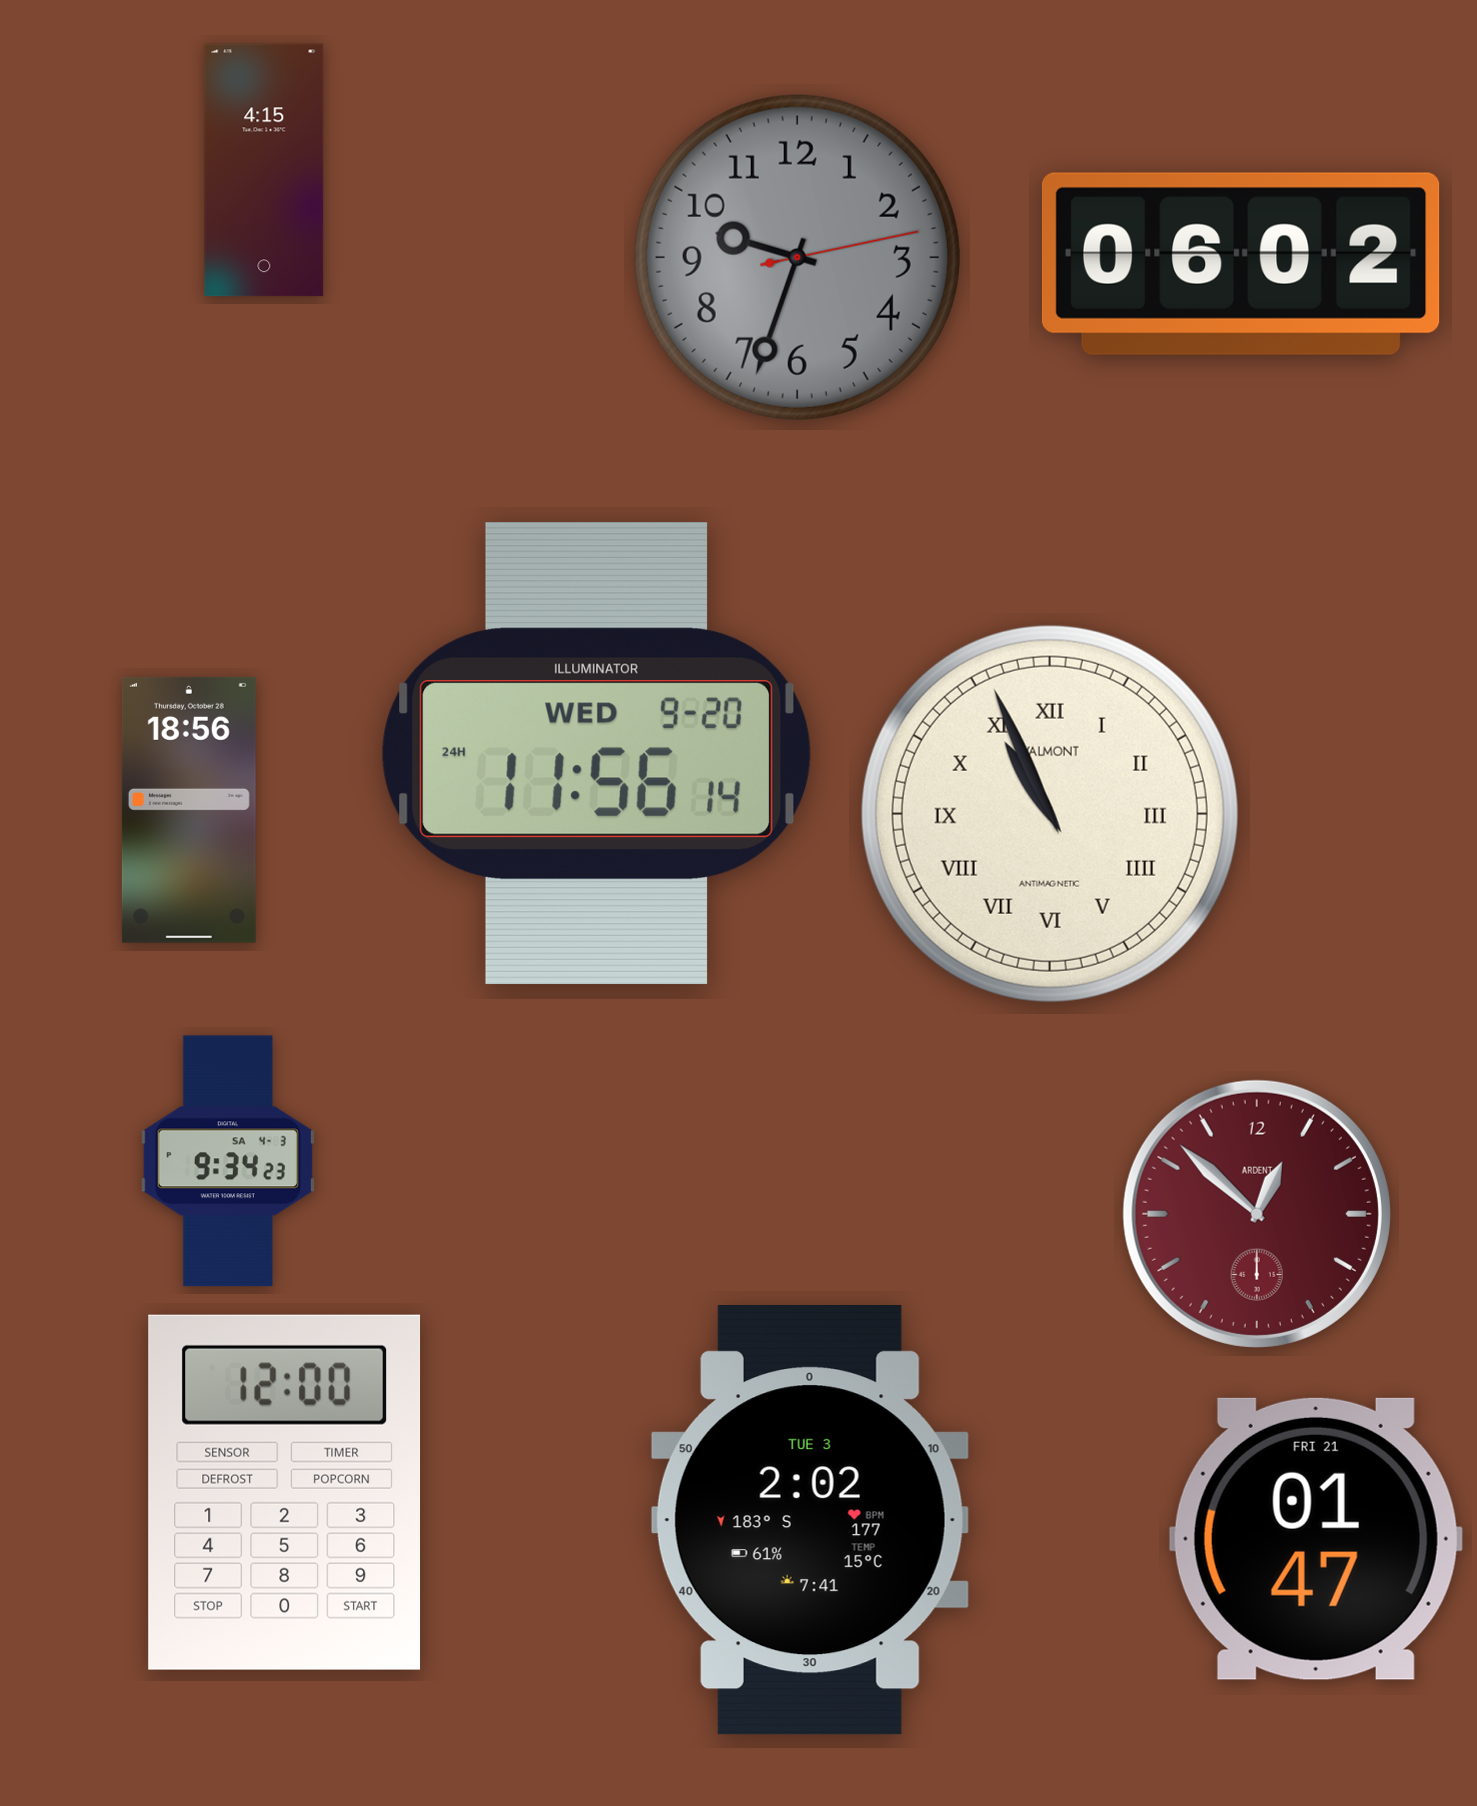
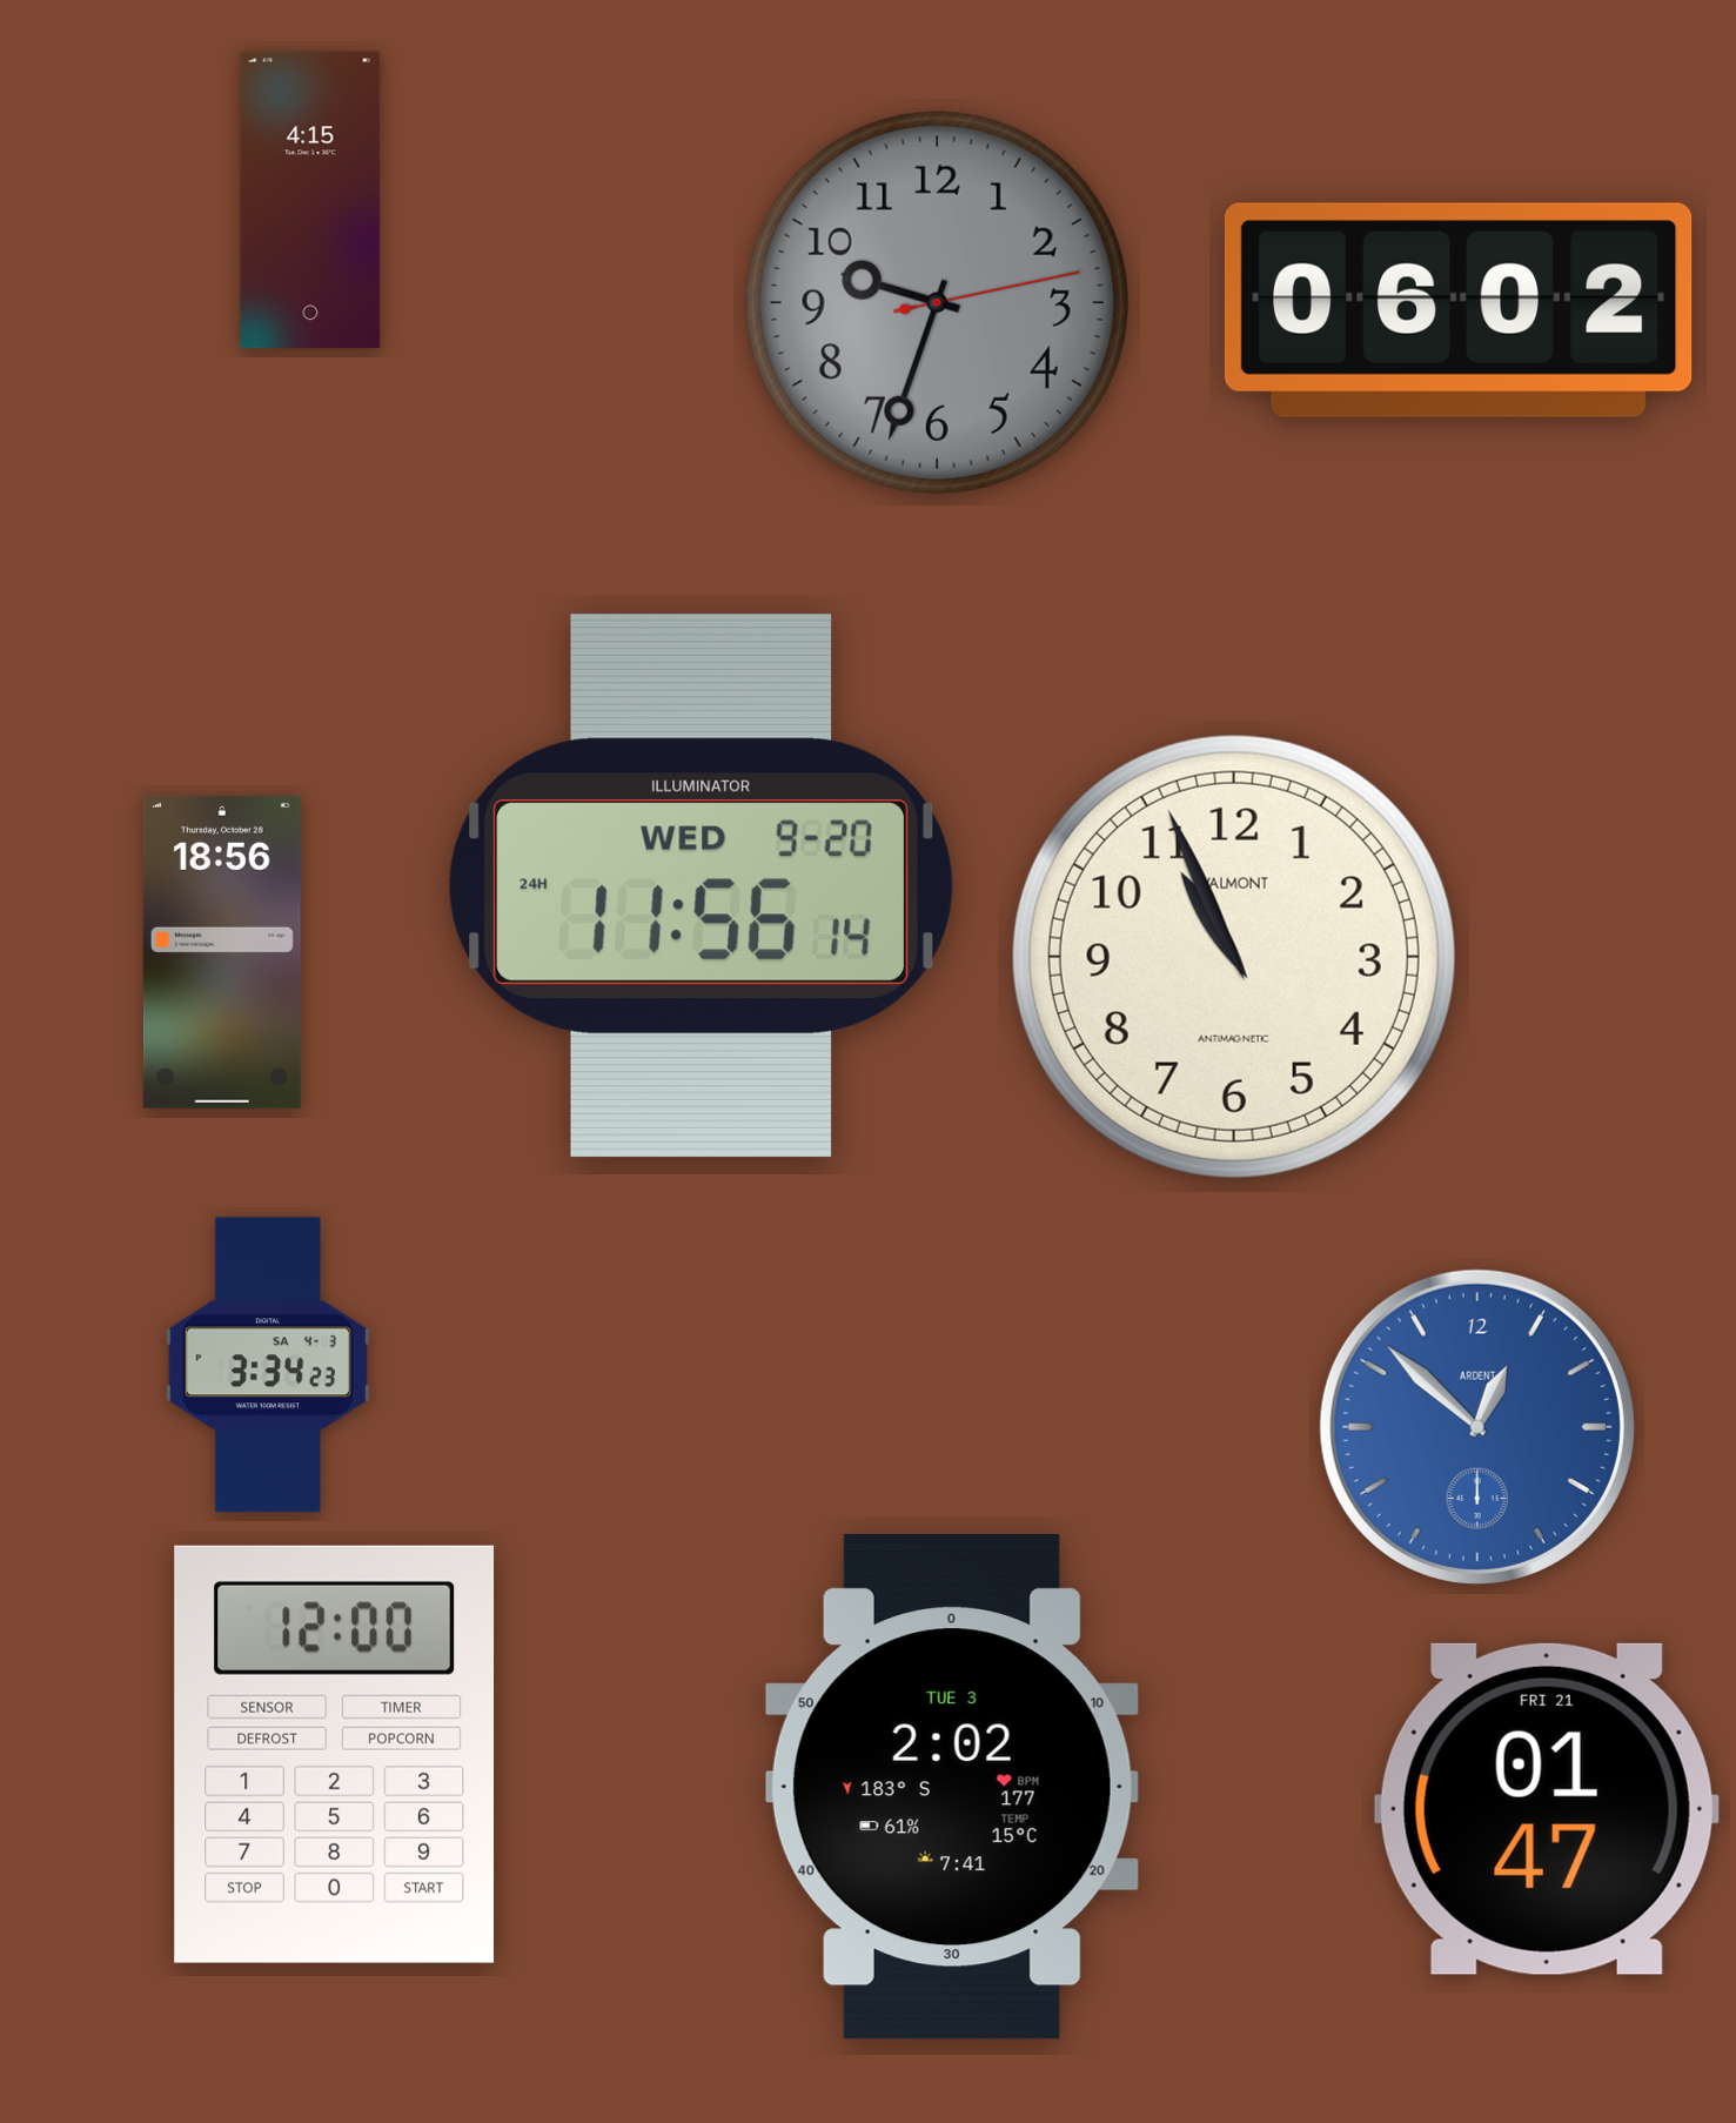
clock at (1050, 814) numerals: Roman -> Arabic
clock at (228, 1161): 9:34 -> 3:34
clock at (1257, 1214) dial: burgundy -> blue
